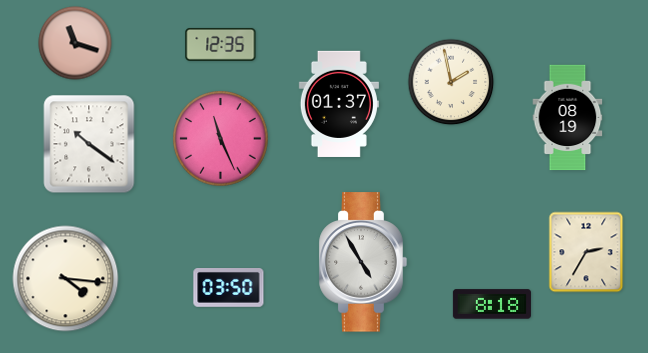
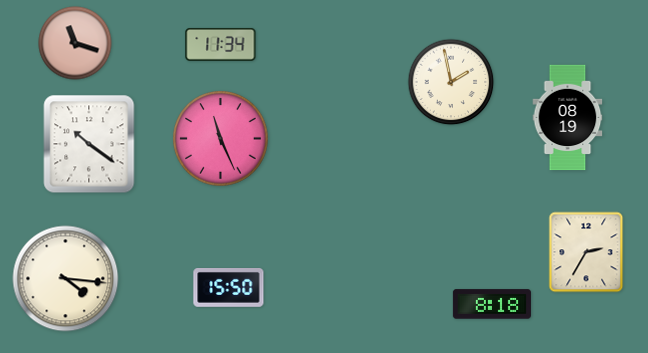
clock at (221, 44): 12:35 -> 11:34
clock at (339, 104): 01:37 -> none
clock at (363, 262): 4:55 -> none
clock at (229, 288): 03:50 -> 15:50
